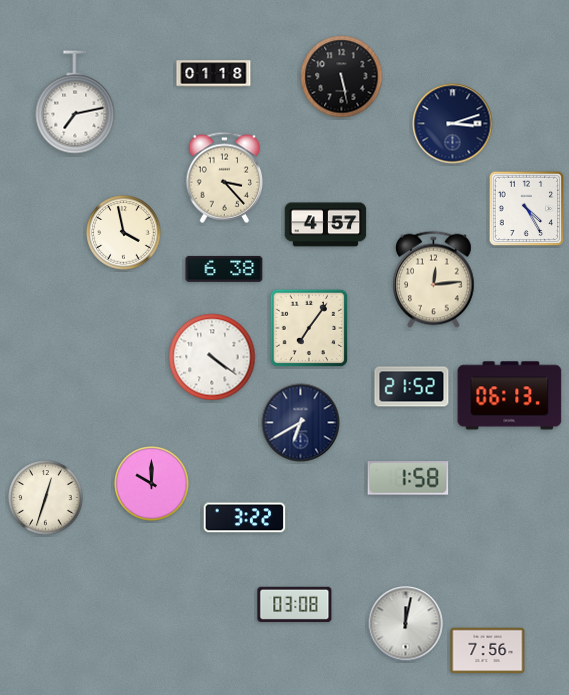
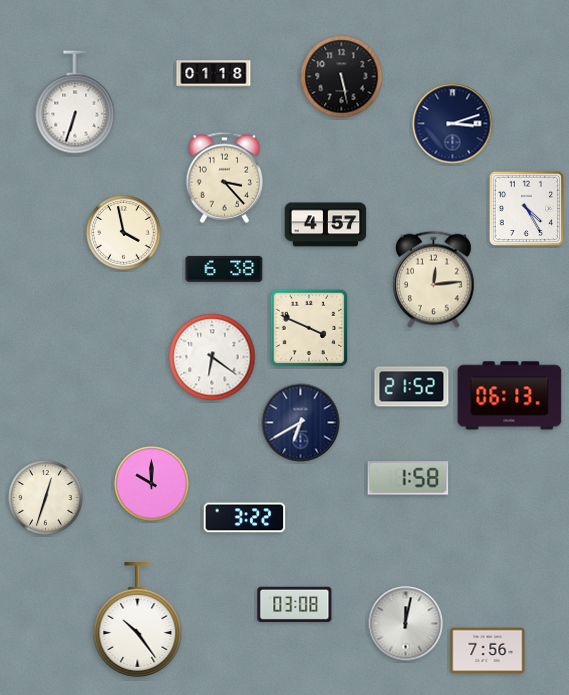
clock at (75, 102): 7:13 -> 6:33
clock at (309, 328): 7:06 -> 3:49
clock at (212, 357): 4:21 -> 6:21
clock at (138, 620): none -> 10:24
